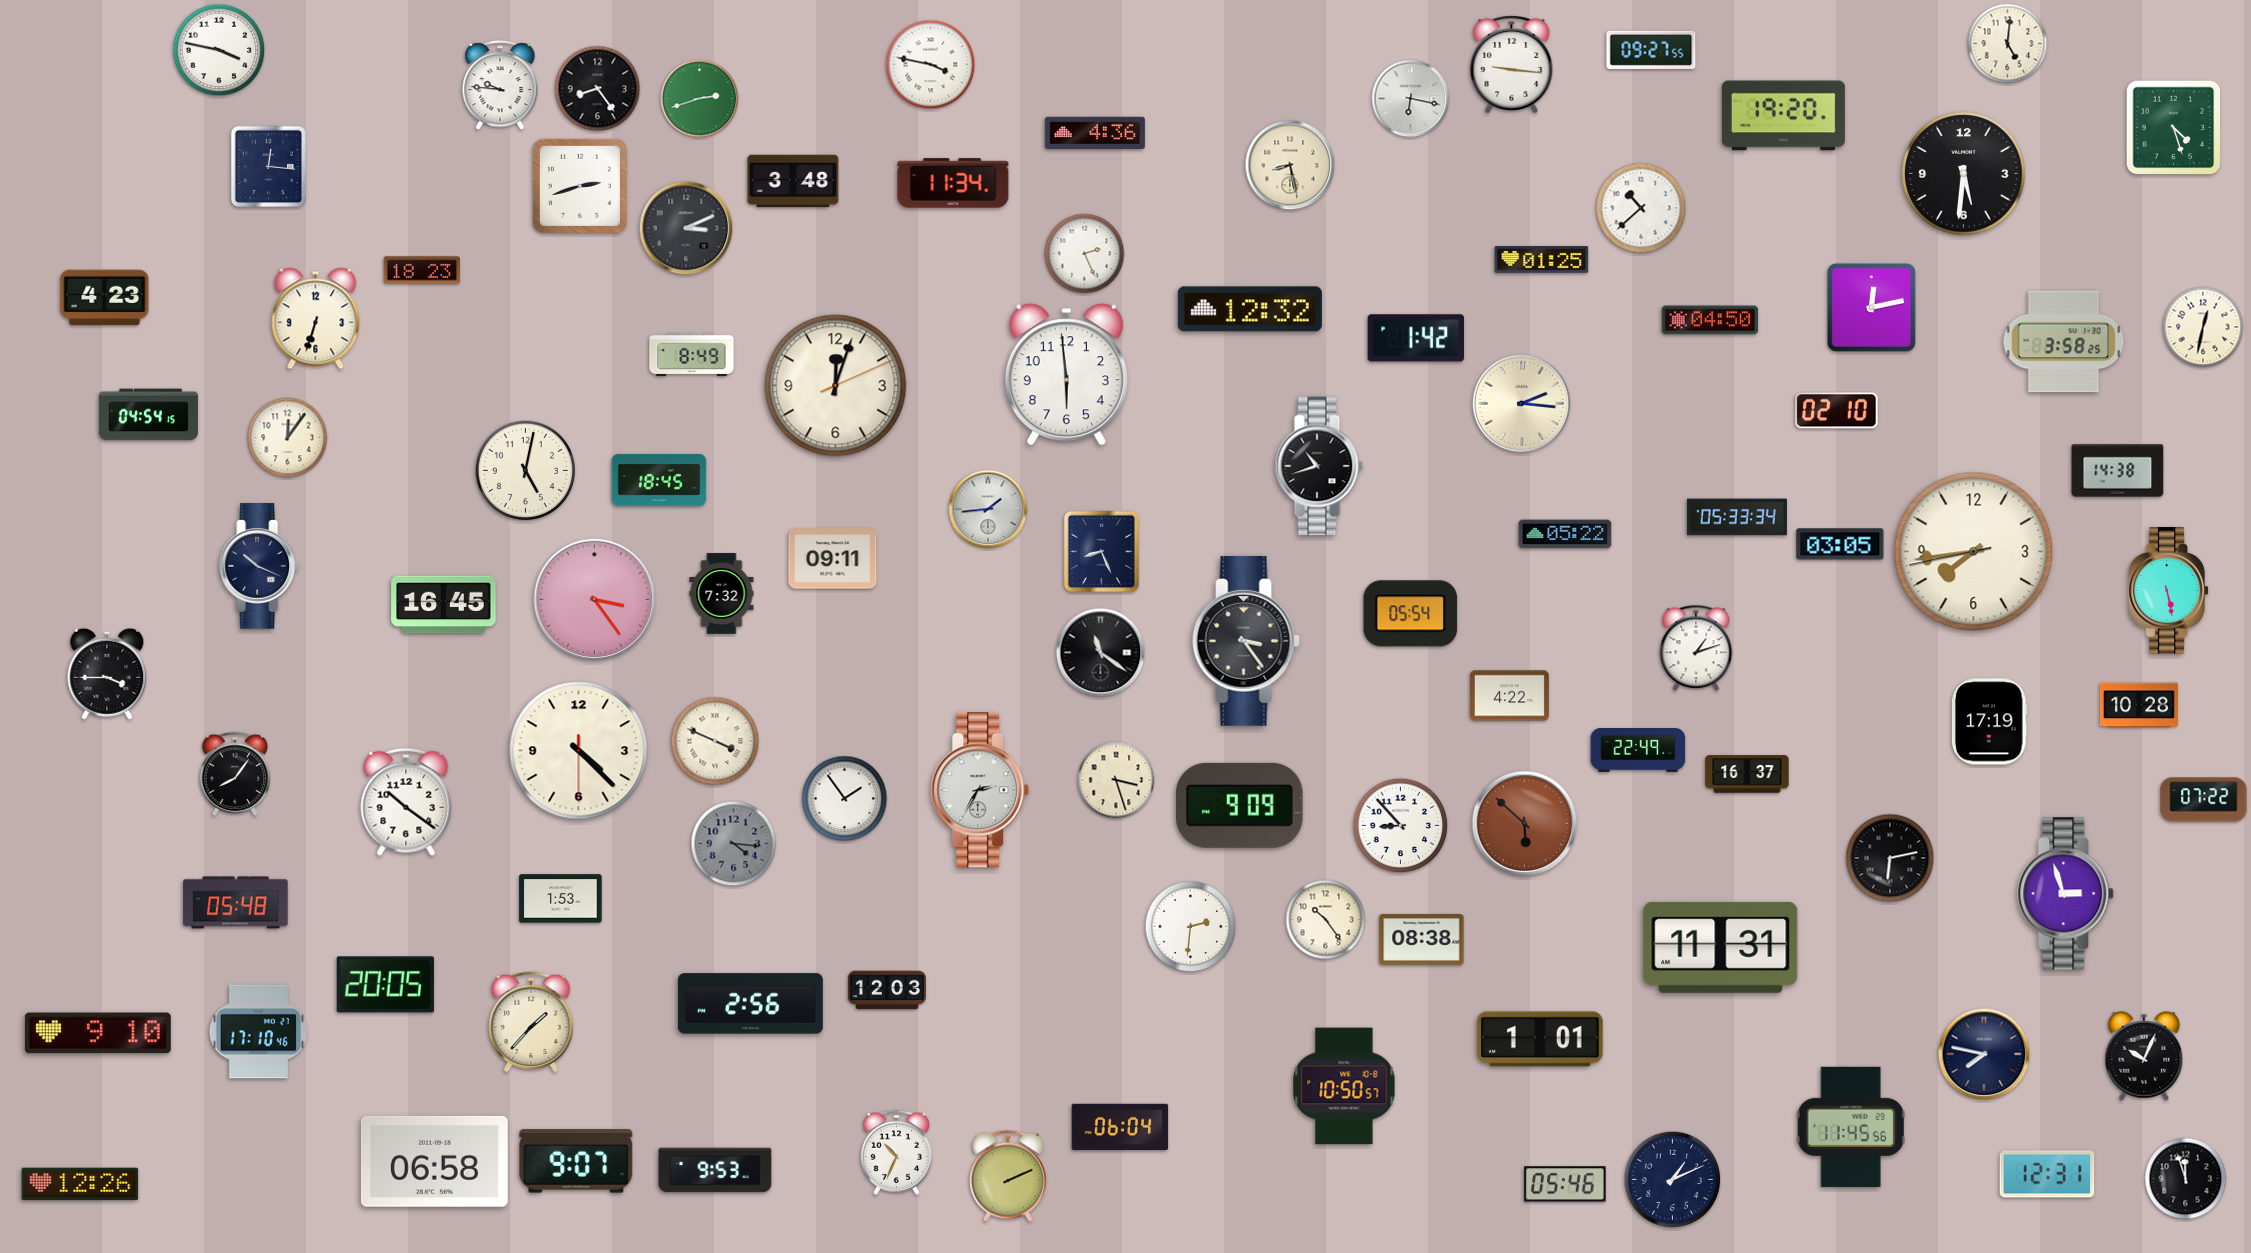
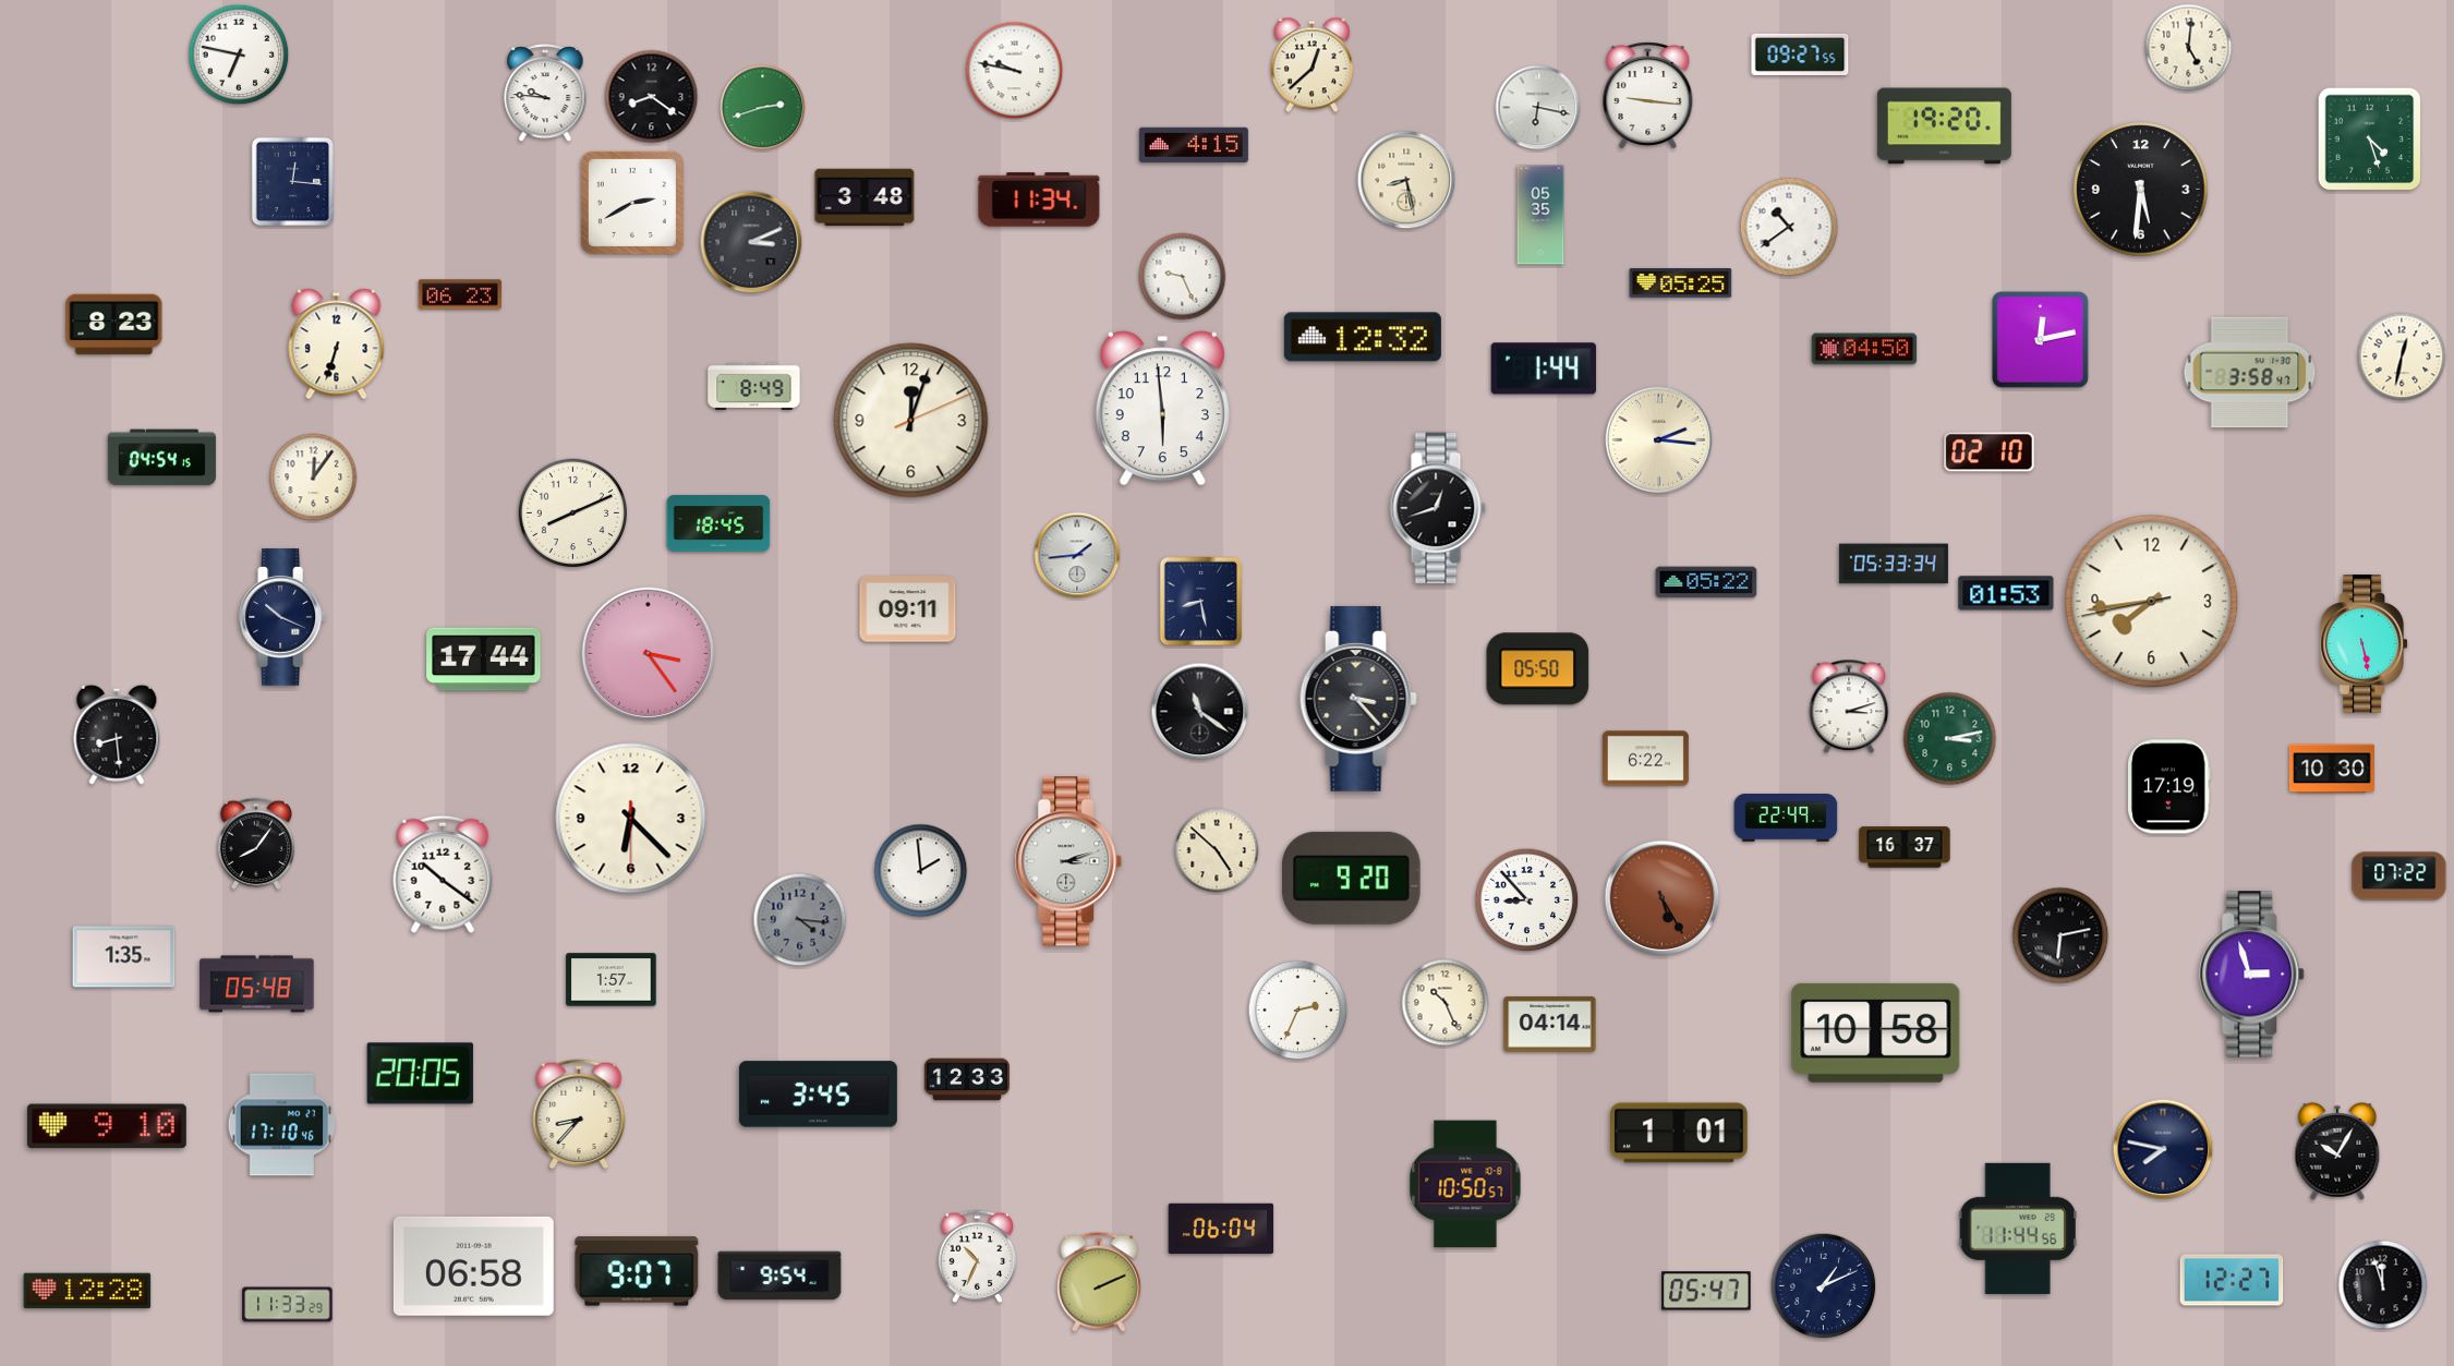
clock at (219, 50): 3:47 -> 6:47
clock at (1311, 65): none -> 12:38
clock at (931, 65): 3:47 -> 9:47
clock at (1512, 65) position: (1512, 65) -> (1648, 96)
clock at (598, 89): 8:24 -> 8:21
clock at (1095, 133): 4:36 -> 4:15
clock at (580, 186): 2:42 -> 2:40
clock at (1540, 215): none -> 05:35
clock at (1641, 208): 10:38 -> 10:39
clock at (686, 228) position: (686, 228) -> (751, 242)
clock at (1085, 254): 2:26 -> 9:26
clock at (1542, 260): 01:25 -> 05:25
clock at (422, 270): 18:23 -> 06:23
clock at (105, 298): 4:23 -> 8:23
clock at (1871, 307) position: (1871, 307) -> (2040, 339)
clock at (316, 319) position: (316, 319) -> (337, 344)
clock at (1416, 338): 1:42 -> 1:44
clock at (2064, 342): 3:58:25 -> 3:58:47
clock at (1837, 411) position: (1837, 411) -> (1990, 452)
clock at (148, 415) position: (148, 415) -> (161, 458)
clock at (1319, 466): 10:42 -> 12:42
clock at (525, 470): 5:02 -> 8:11
clock at (2118, 471): 14:38 -> none
clock at (1840, 544): 03:05 -> 01:53
clock at (1102, 552): 8:26 -> 8:28
clock at (722, 594): 7:32 -> none
clock at (444, 605): 16:45 -> 17:44
clock at (1411, 614): 05:54 -> 05:50
clock at (1246, 641): 3:24 -> 3:23
clock at (1696, 648): 1:12 -> 3:12
clock at (107, 674): 3:45 -> 8:29
clock at (1950, 739): none -> 3:13
clock at (1509, 696): 4:22 -> 6:22
clock at (2139, 705): 10:28 -> 10:30
clock at (715, 741): 3:49 -> none
clock at (579, 751): 4:22 -> 6:22
clock at (1747, 774) position: (1747, 774) -> (1905, 847)
clock at (1116, 780): 3:27 -> 4:52
clock at (980, 790): 2:35 -> 3:12
clock at (845, 799): 1:54 -> 1:59
clock at (2204, 800) position: (2204, 800) -> (2399, 877)
clock at (1240, 805): 9:09 -> 9:20
clock at (1525, 824): 5:52 -> 5:25
clock at (124, 957): none -> 1:35
clock at (561, 899): 1:53 -> 1:57
clock at (1326, 920): 10:24 -> 10:26
clock at (1191, 927): 2:31 -> 2:34
clock at (1422, 939): 08:38 -> 04:14
clock at (1721, 947): 11:31 -> 10:58
clock at (887, 990): 12:03 -> 12:33
clock at (750, 1004): 2:56 -> 3:45
clock at (531, 1022): 1:37 -> 8:37
clock at (2144, 1056): 10:04 -> 10:05
clock at (1851, 1127): 11:45 -> 11:44
clock at (576, 1161) position: (576, 1161) -> (637, 1271)
clock at (715, 1170): 9:53 -> 9:54
clock at (2047, 1174): 12:31 -> 12:27
clock at (80, 1184): 12:26 -> 12:28
clock at (1565, 1184): 05:46 -> 05:47
clock at (288, 1305): none -> 11:33
